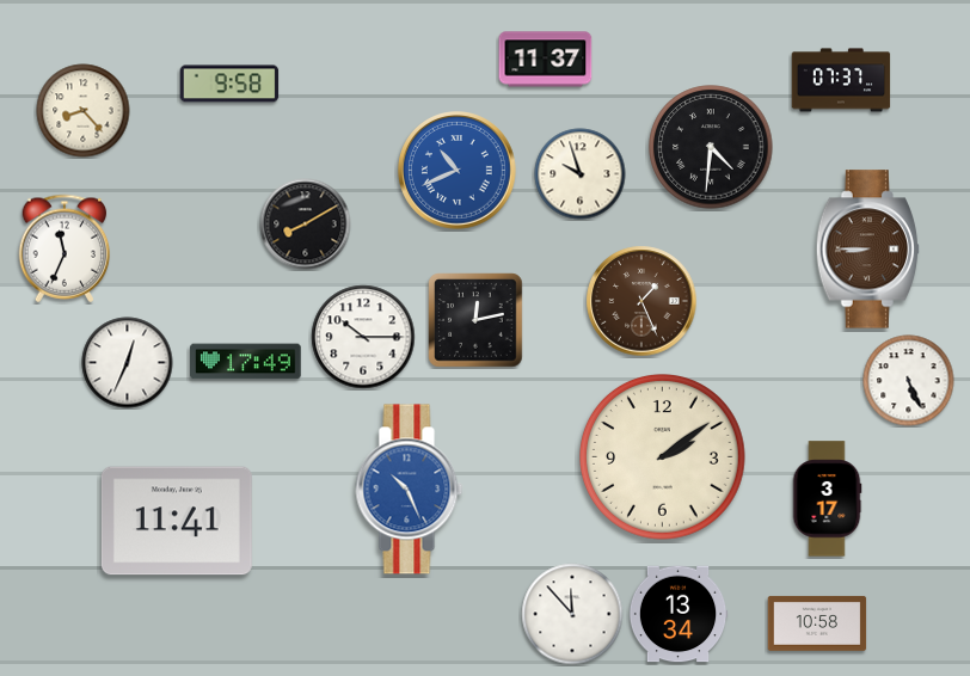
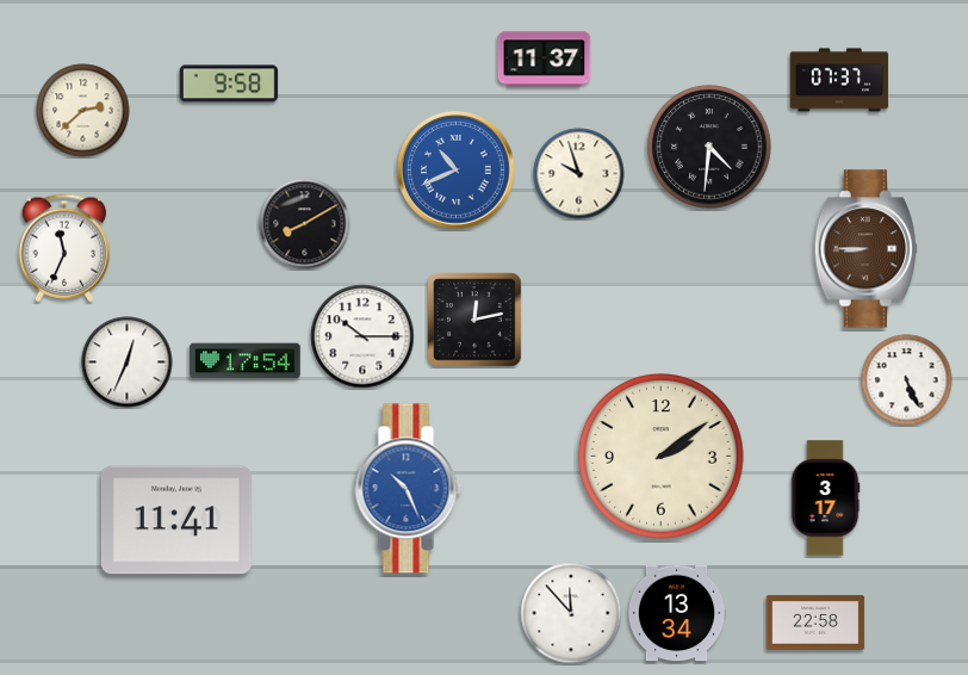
clock at (84, 111): 8:23 -> 2:38
clock at (641, 301): 1:26 -> none
clock at (246, 362): 17:49 -> 17:54
clock at (817, 623): 10:58 -> 22:58
